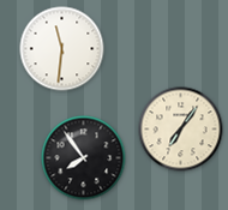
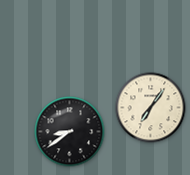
clock at (62, 49): 11:31 -> none
clock at (84, 158): 7:54 -> 8:39
